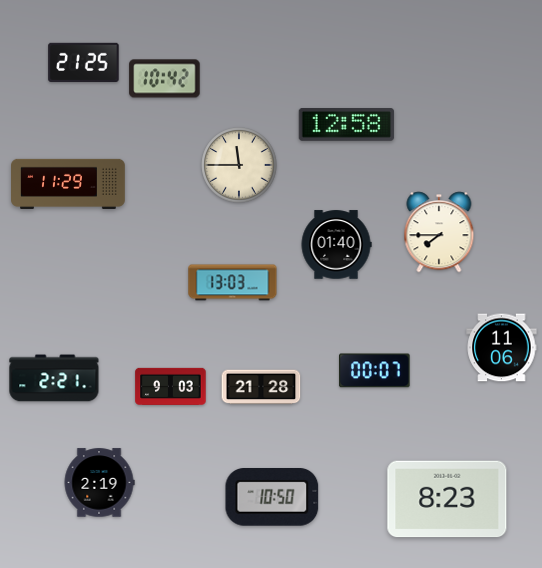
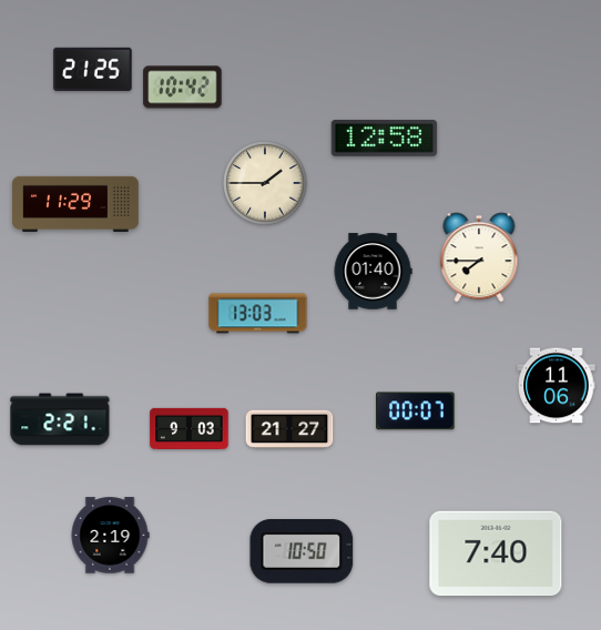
clock at (239, 165): 11:45 -> 1:45
clock at (439, 232) position: (439, 232) -> (479, 257)
clock at (261, 387): 21:28 -> 21:27
clock at (447, 499): 8:23 -> 7:40
